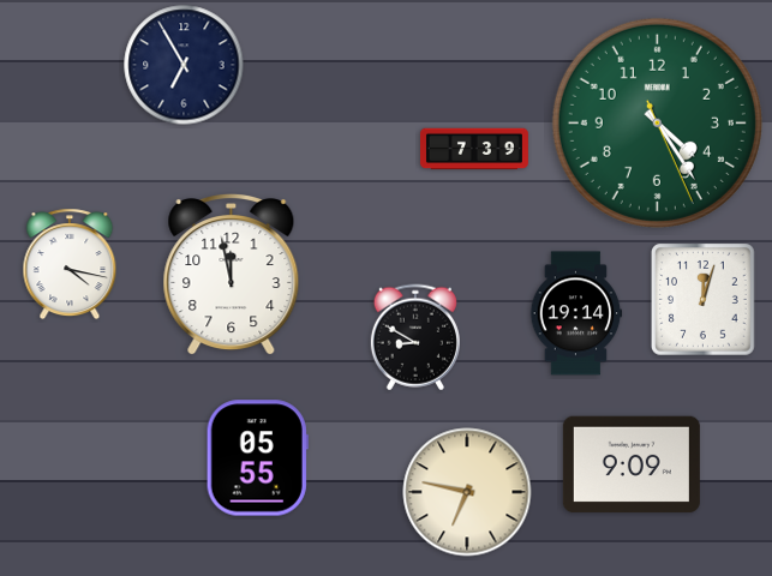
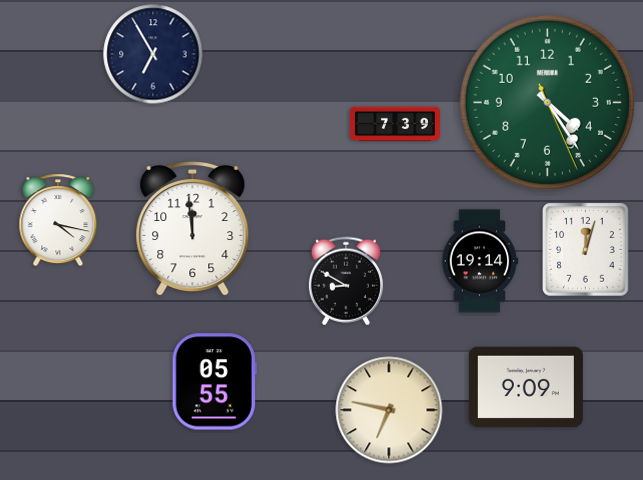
clock at (232, 276): 11:58 -> 11:59
